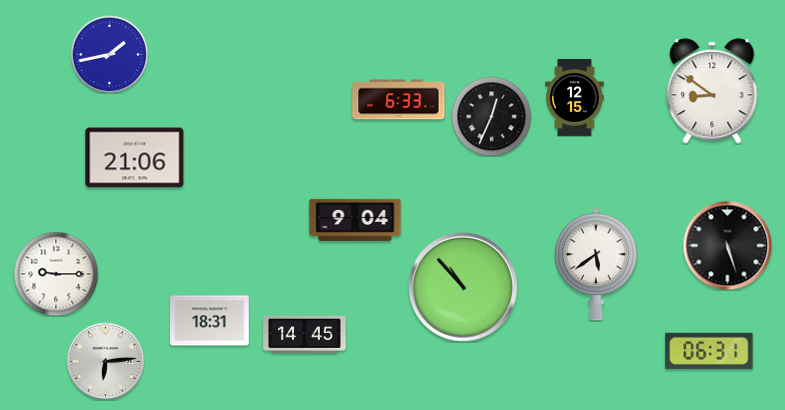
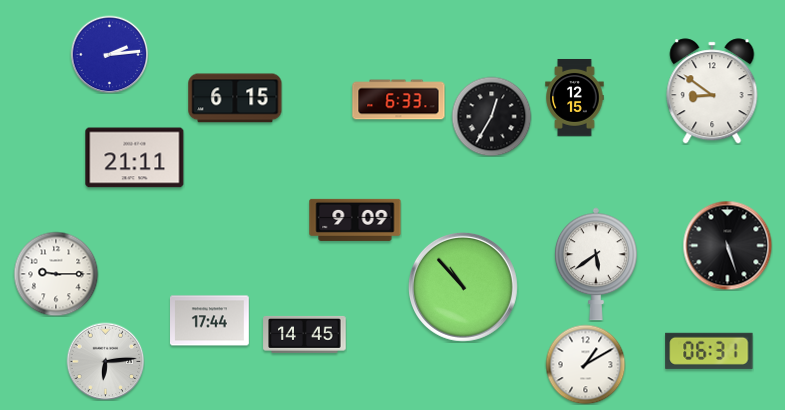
clock at (109, 54): 1:43 -> 2:14
clock at (235, 98): none -> 6:15
clock at (491, 116): 12:34 -> 12:35
clock at (135, 158): 21:06 -> 21:11
clock at (355, 220): 9:04 -> 9:09
clock at (210, 321): 18:31 -> 17:44
clock at (585, 364): none -> 1:10
